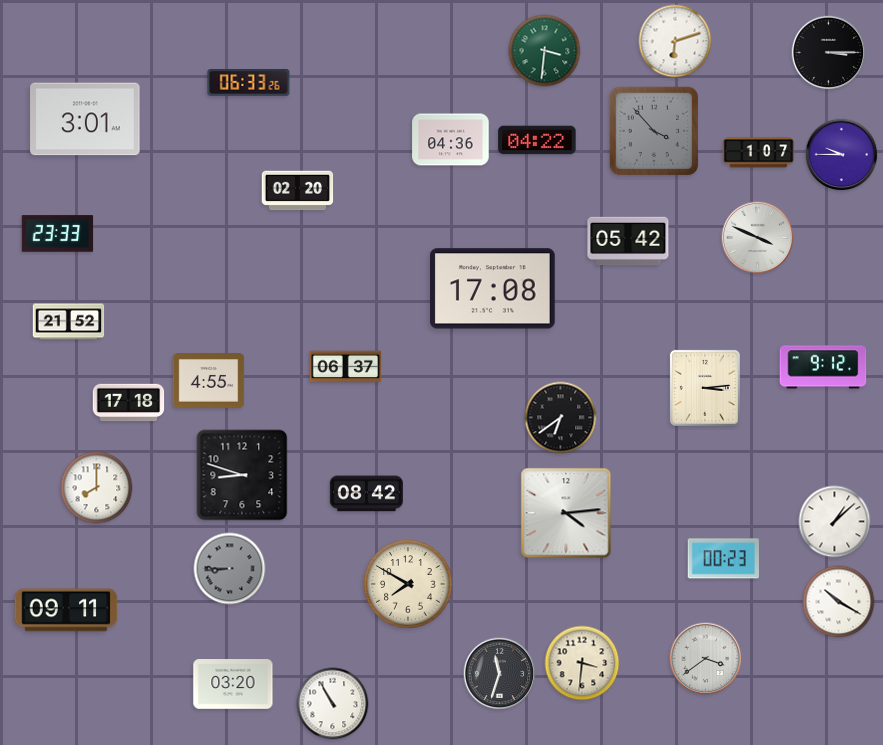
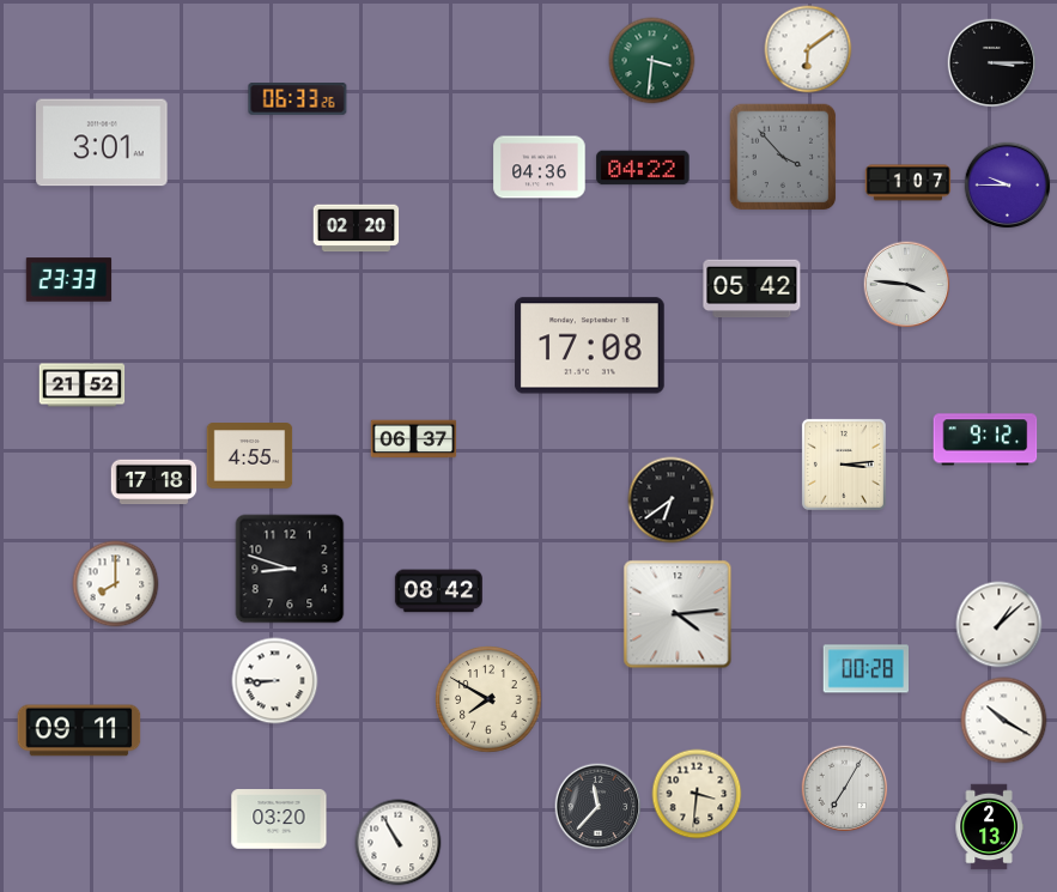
clock at (675, 41): 6:12 -> 6:09
clock at (758, 238): 3:49 -> 3:46
clock at (724, 559): 00:23 -> 00:28
clock at (230, 569) dial: grey -> white
clock at (706, 659): 3:39 -> 7:05
clock at (500, 674): 11:33 -> 11:37
clock at (989, 827): none -> 2:13
